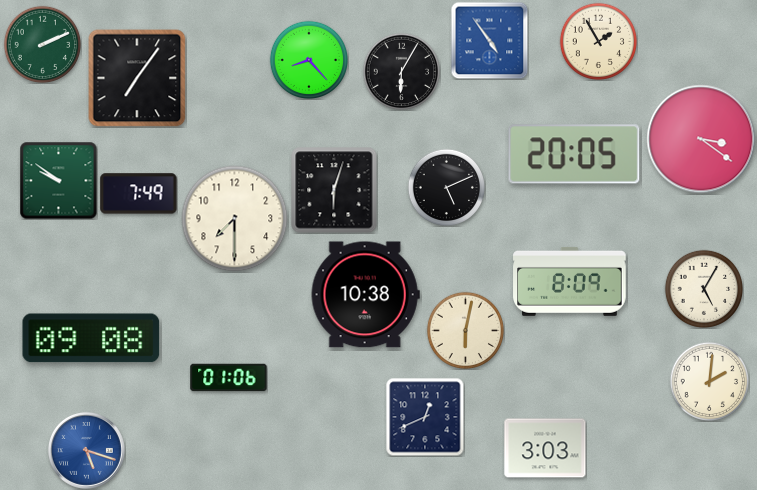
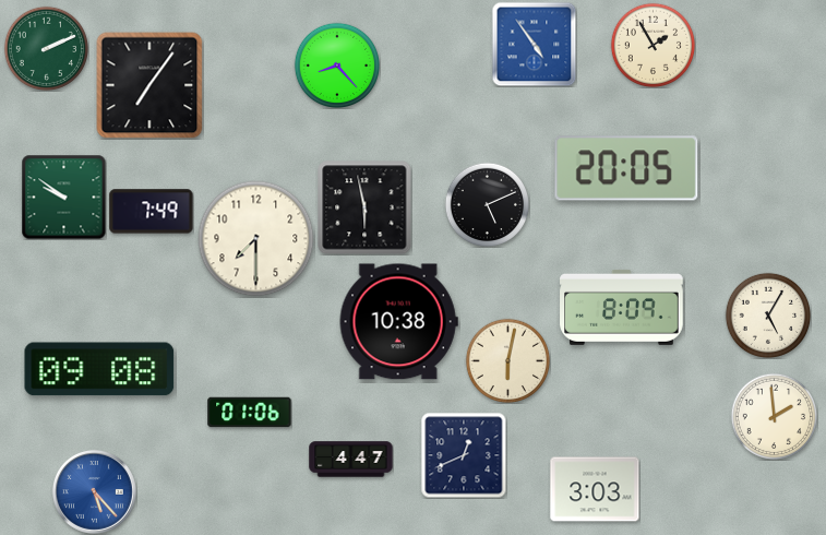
clock at (401, 71): 6:05 -> none
clock at (701, 139): 3:21 -> none
clock at (334, 190): 6:03 -> 5:58
clock at (709, 381): 2:01 -> 1:59
clock at (351, 460): none -> 4:47
clock at (86, 450): 5:18 -> 5:23
